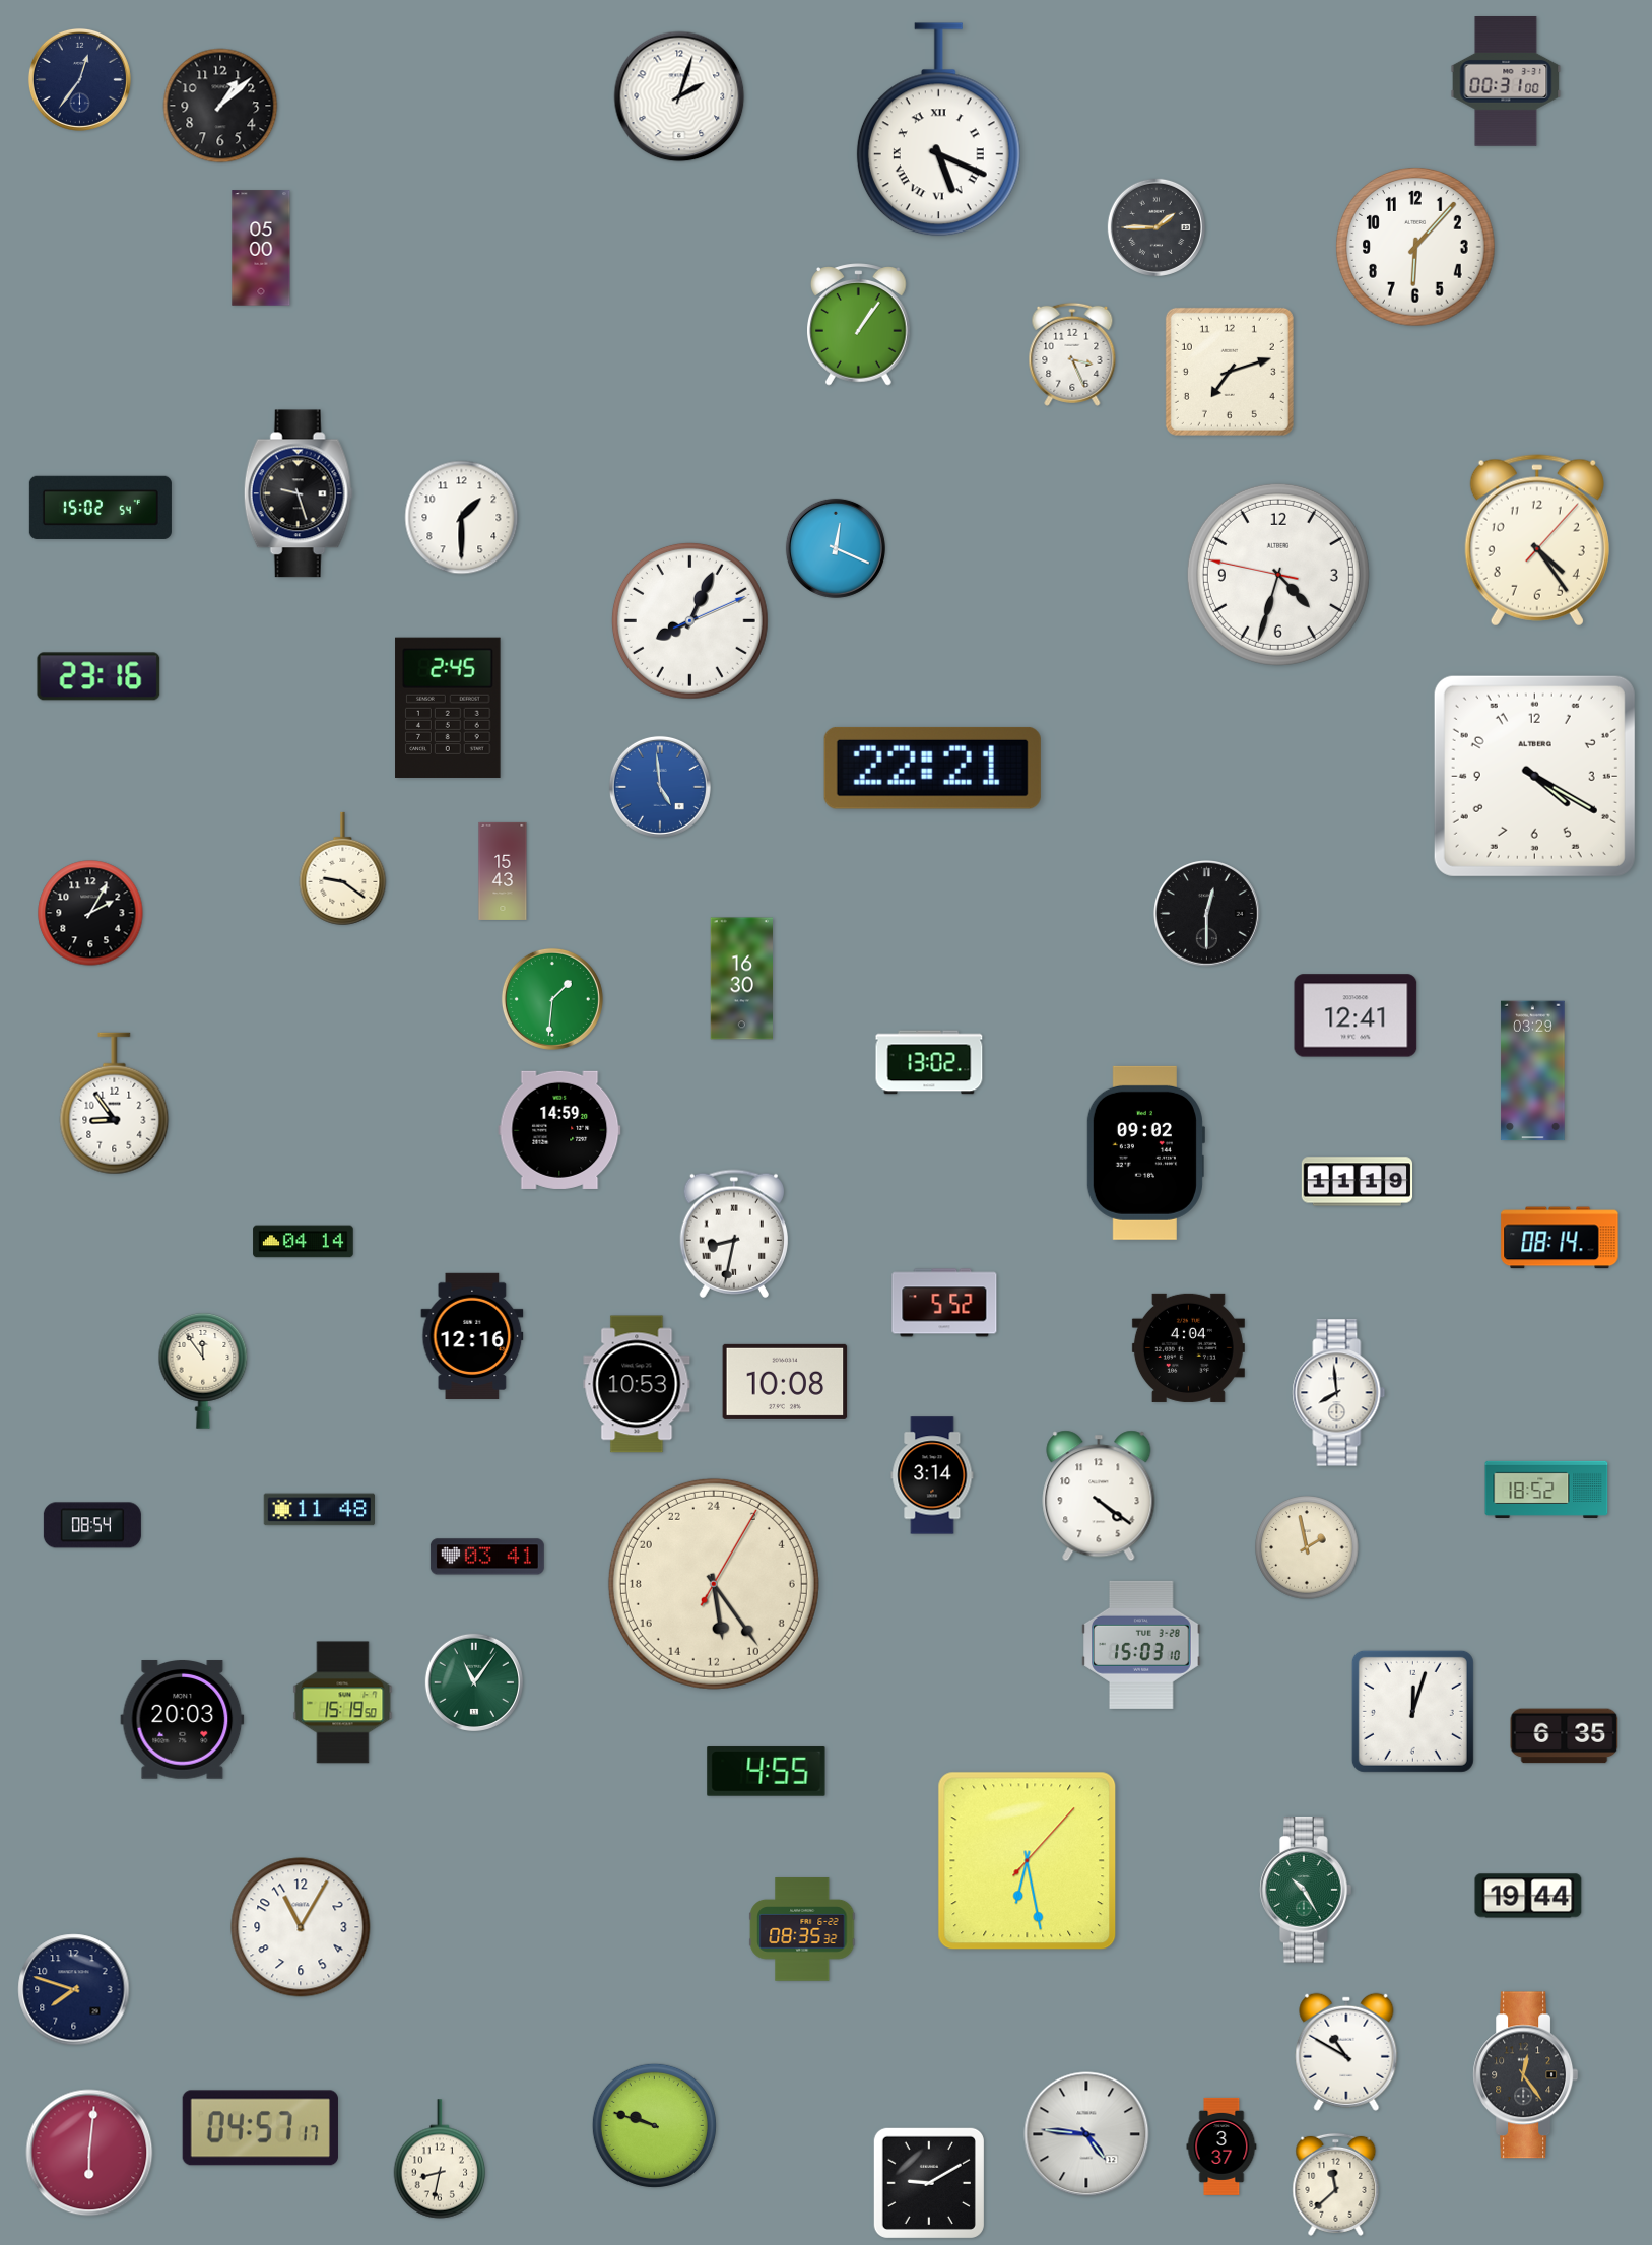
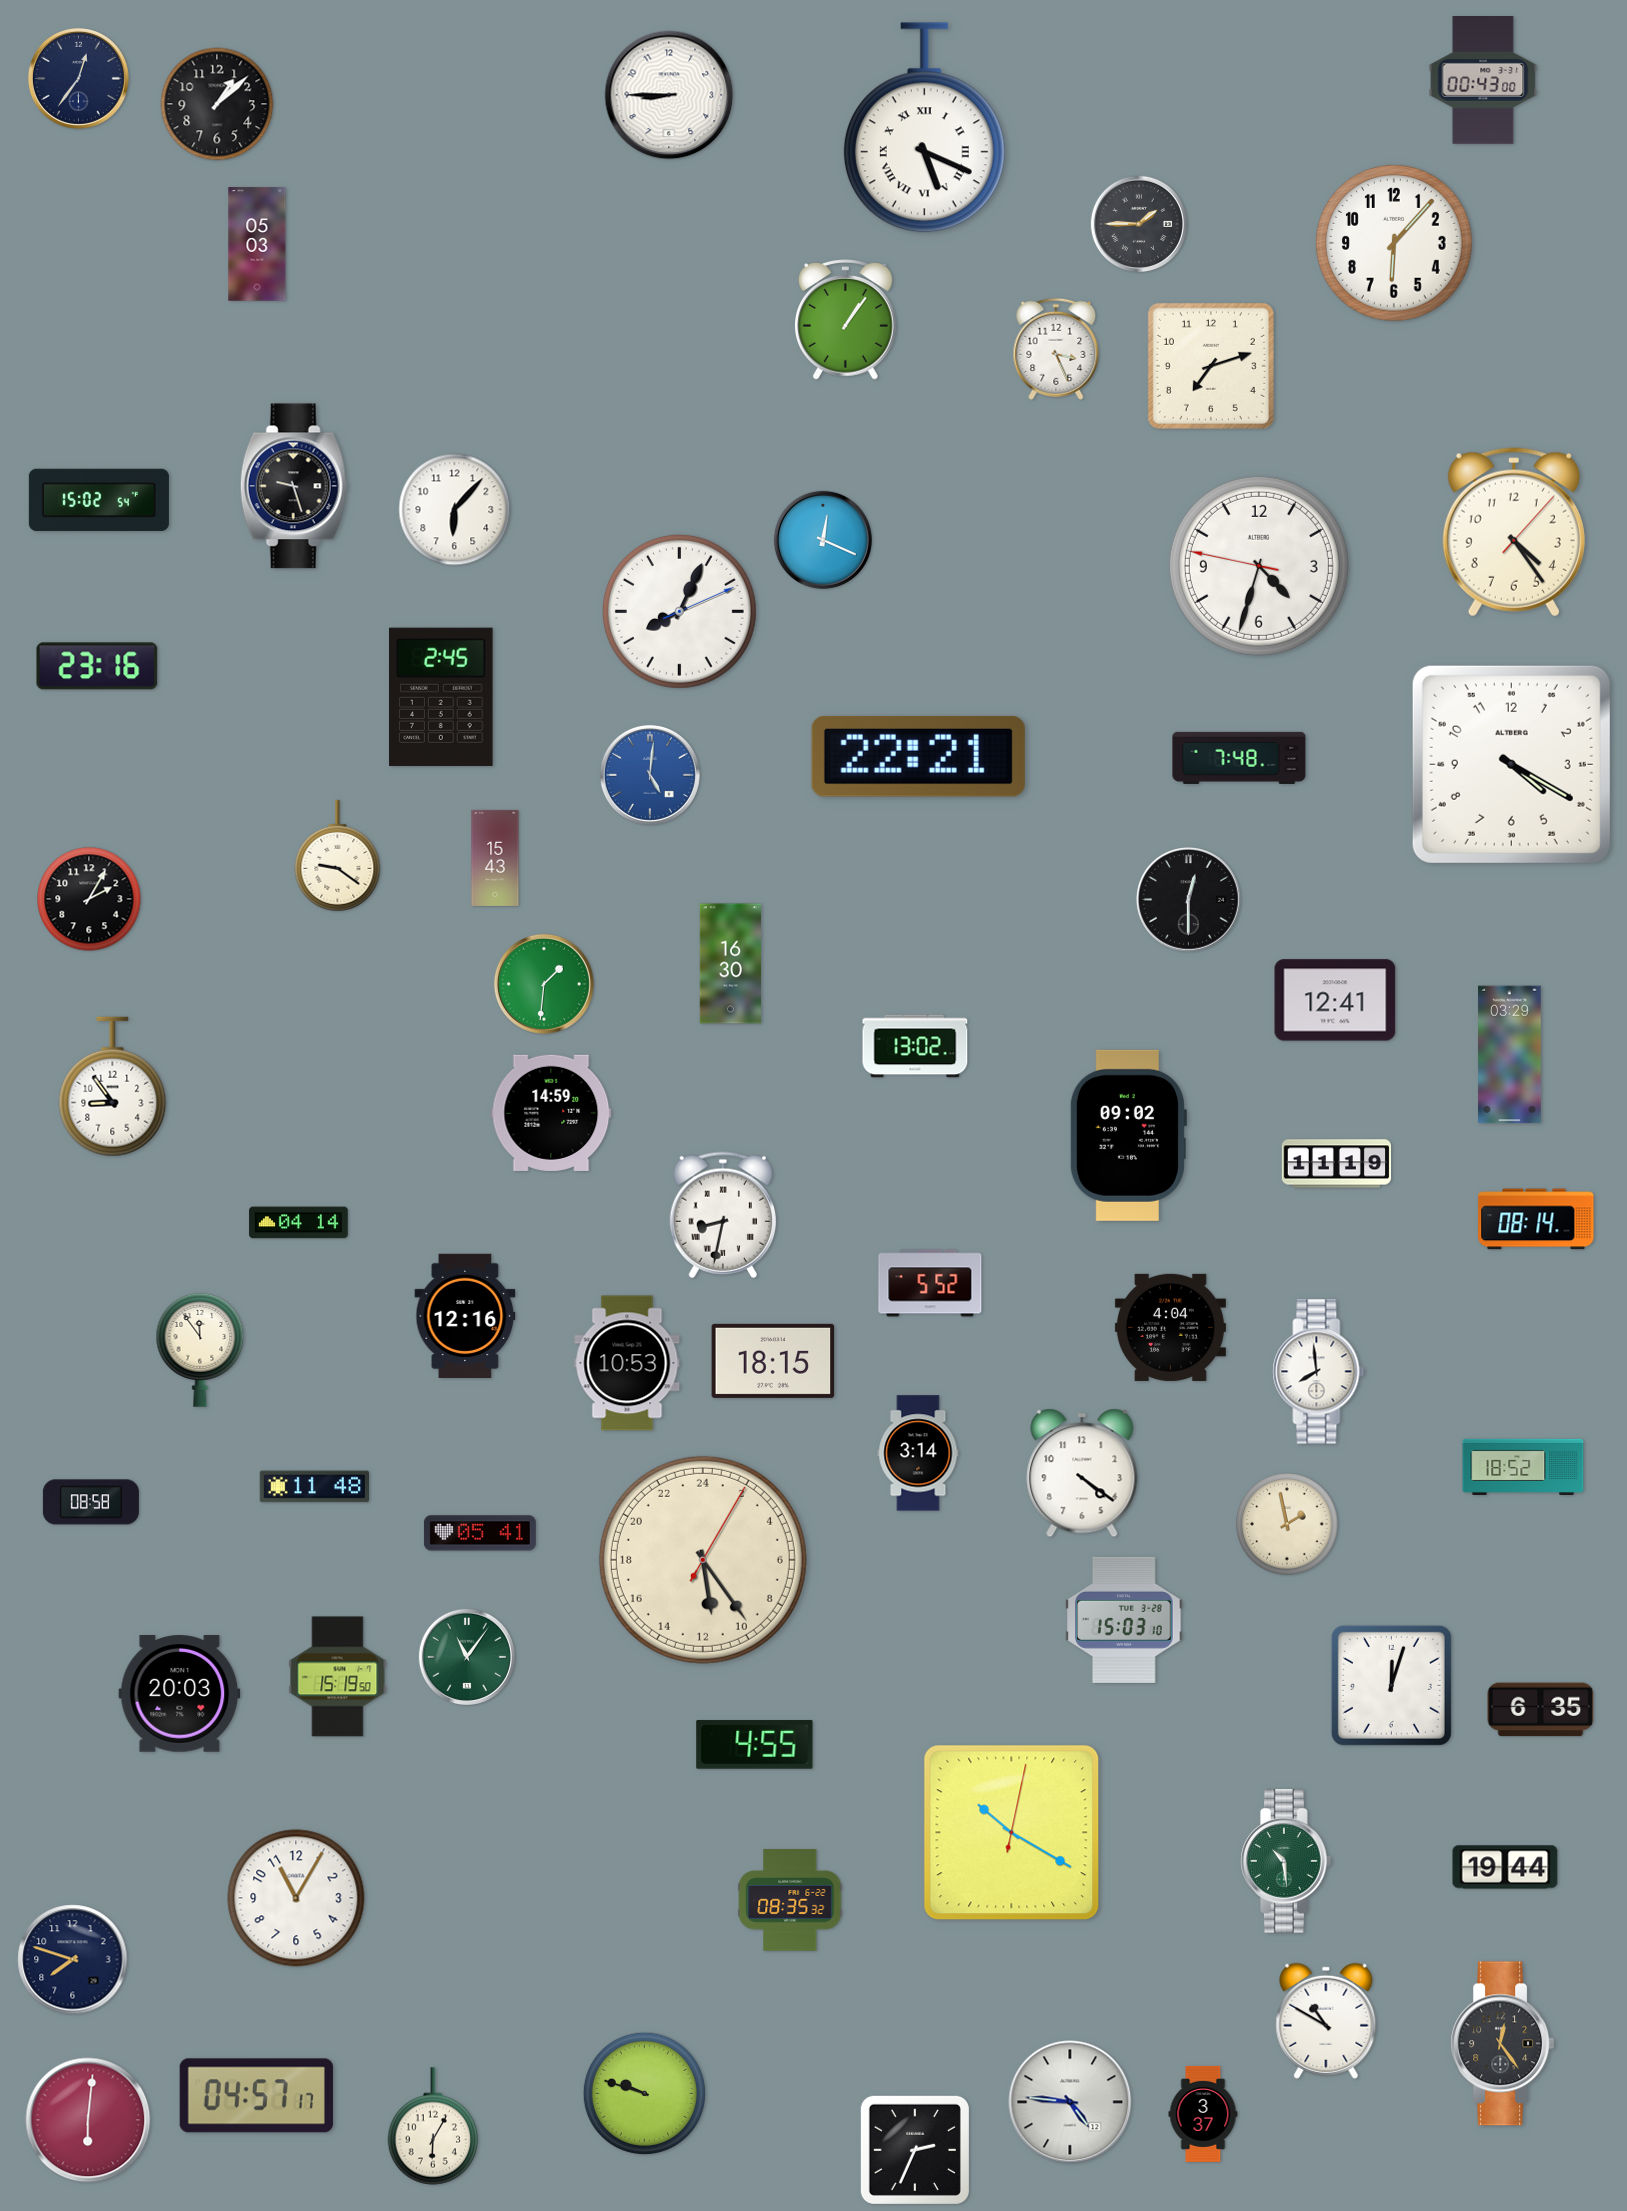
clock at (1506, 82): 00:31 -> 00:43
clock at (679, 96): 2:03 -> 8:45
clock at (261, 248): 05:00 -> 05:03
clock at (462, 518): 1:30 -> 6:07
clock at (1239, 758): none -> 7:48
clock at (660, 787): 4:59 -> 5:01
clock at (785, 1382): 10:08 -> 18:15
clock at (92, 1525): 08:54 -> 08:58
clock at (487, 1557): 03:41 -> 05:41
clock at (1028, 1861): 6:28 -> 10:20
clock at (1306, 1890): 10:25 -> 10:29
clock at (440, 2159): 8:32 -> 6:05
clock at (929, 2183): 9:10 -> 2:34
clock at (1336, 2184): 11:38 -> none
